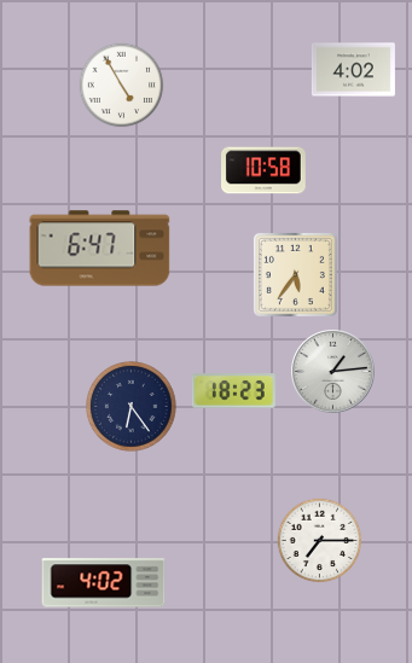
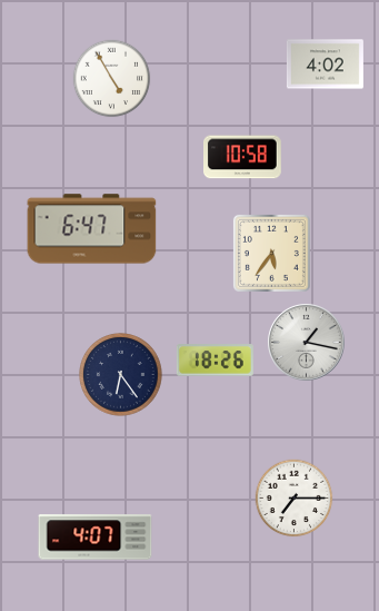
clock at (333, 372): 1:14 -> 1:17
clock at (233, 391): 18:23 -> 18:26
clock at (104, 583): 4:02 -> 4:07
